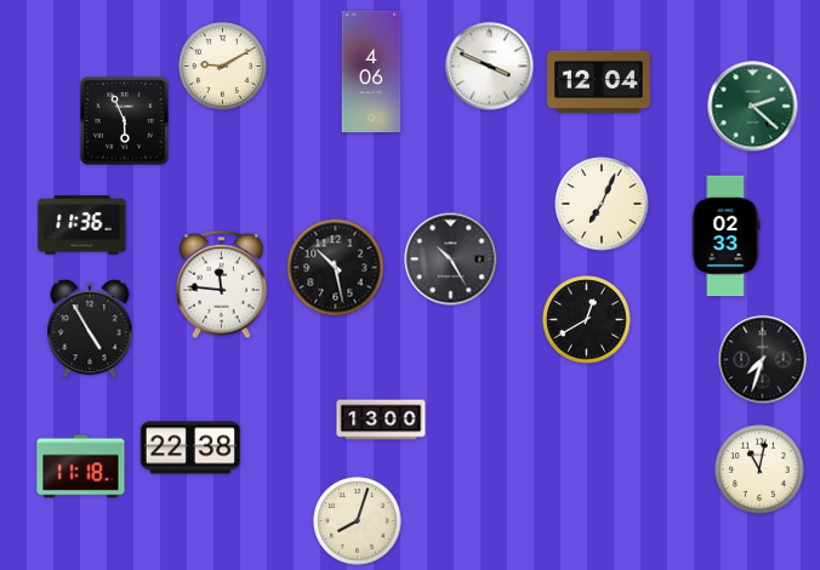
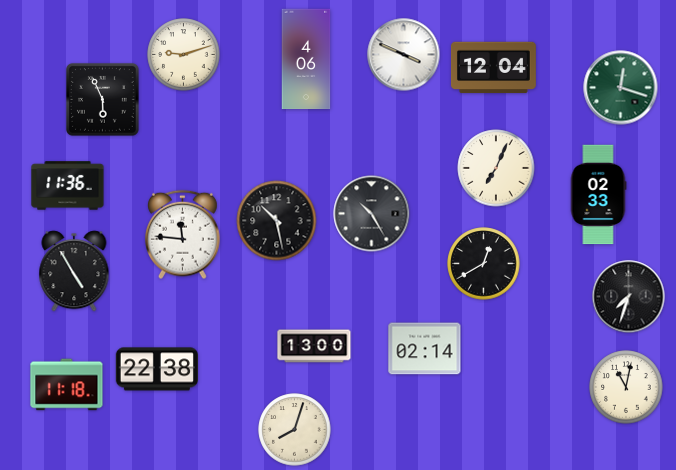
clock at (223, 67): 9:10 -> 9:12
clock at (753, 107): 2:22 -> 12:18
clock at (425, 349): none -> 02:14
